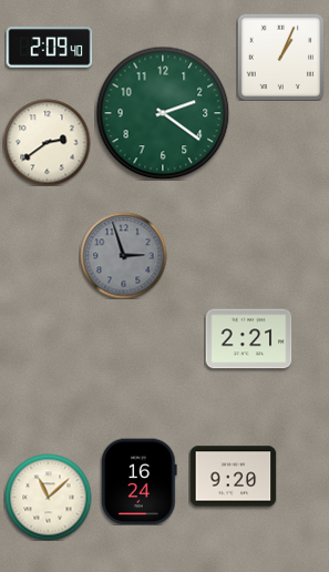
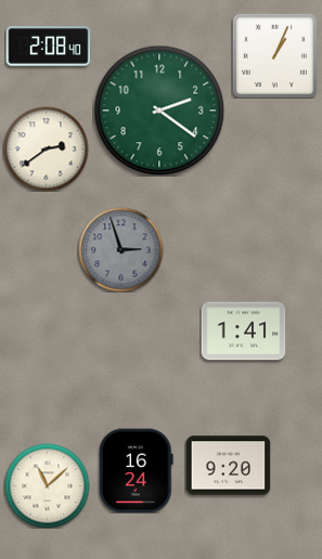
clock at (49, 48): 2:09 -> 2:08
clock at (47, 142) position: (47, 142) -> (46, 148)
clock at (248, 339): 2:21 -> 1:41
